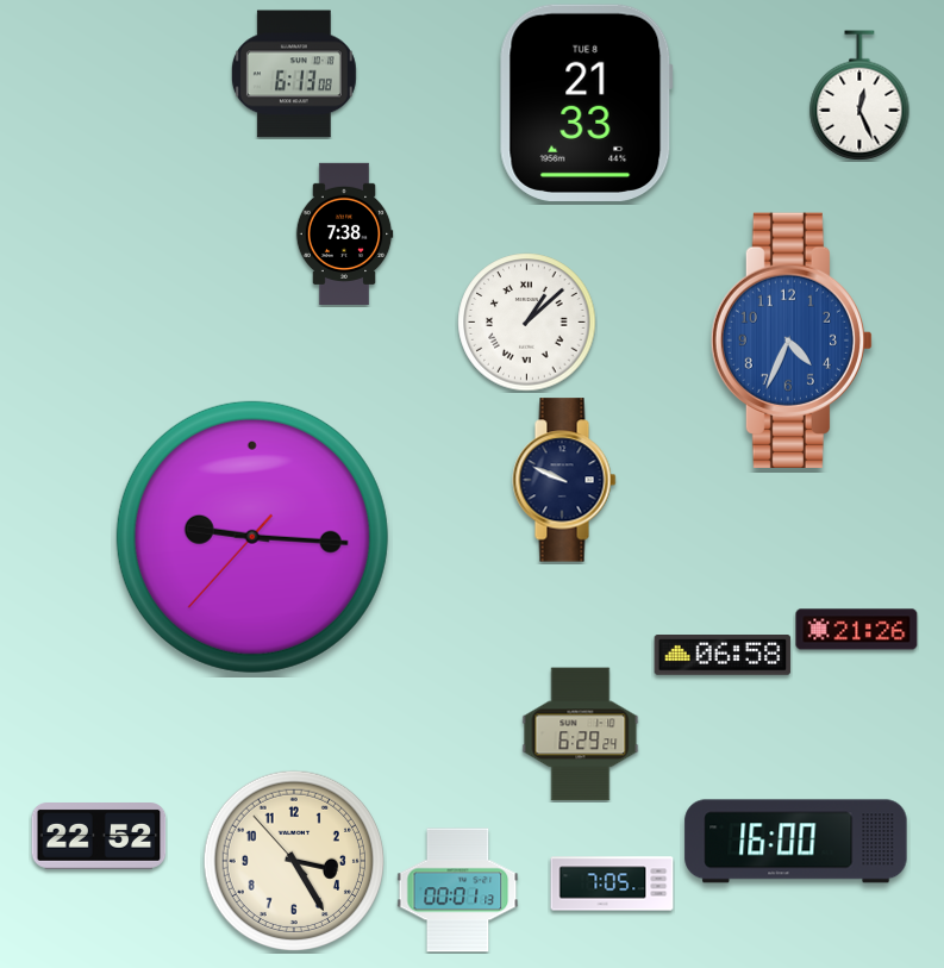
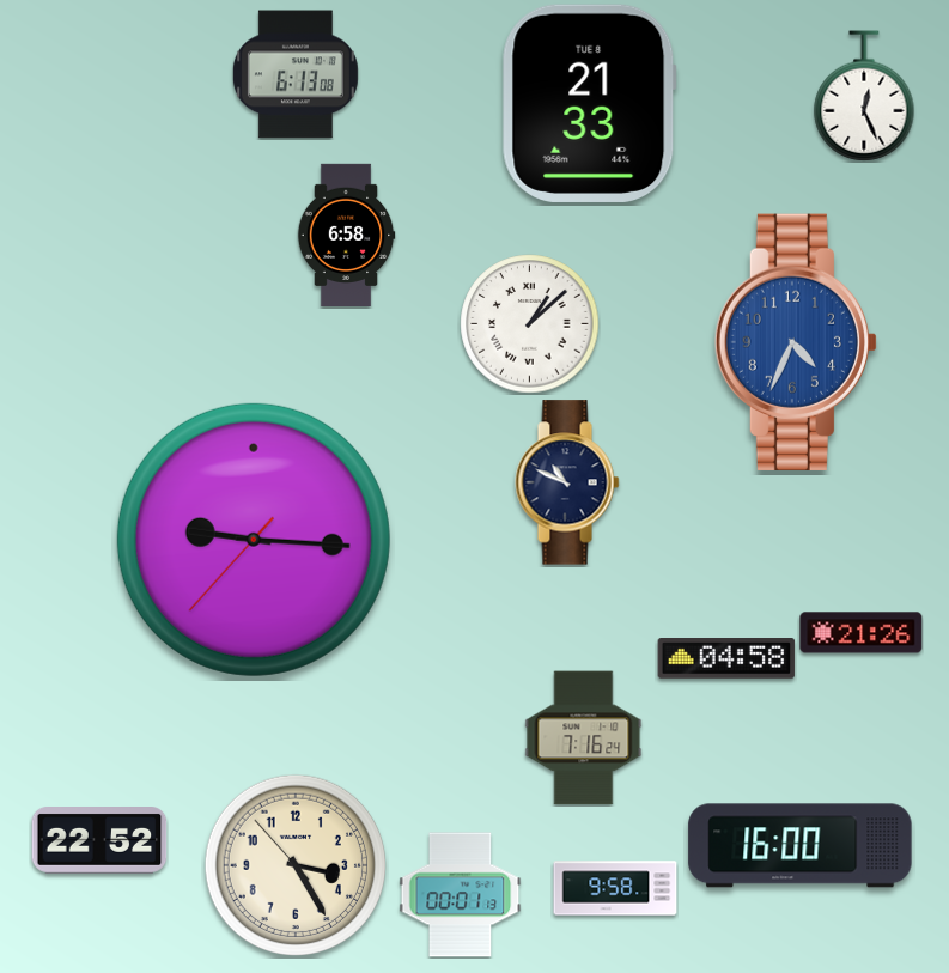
clock at (344, 233): 7:38 -> 6:58
clock at (564, 480): 9:49 -> 10:49
clock at (723, 656): 06:58 -> 04:58
clock at (581, 735): 6:29 -> 7:16
clock at (612, 883): 7:05 -> 9:58
